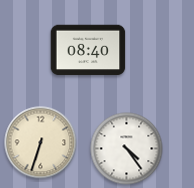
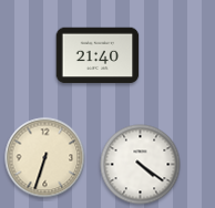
clock at (88, 50): 08:40 -> 21:40
clock at (127, 149): 4:24 -> 4:21
